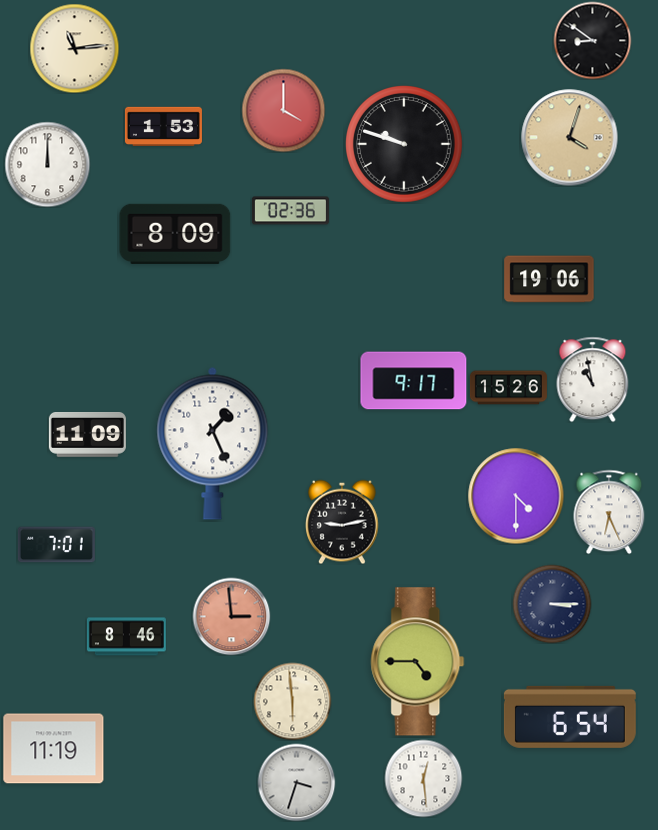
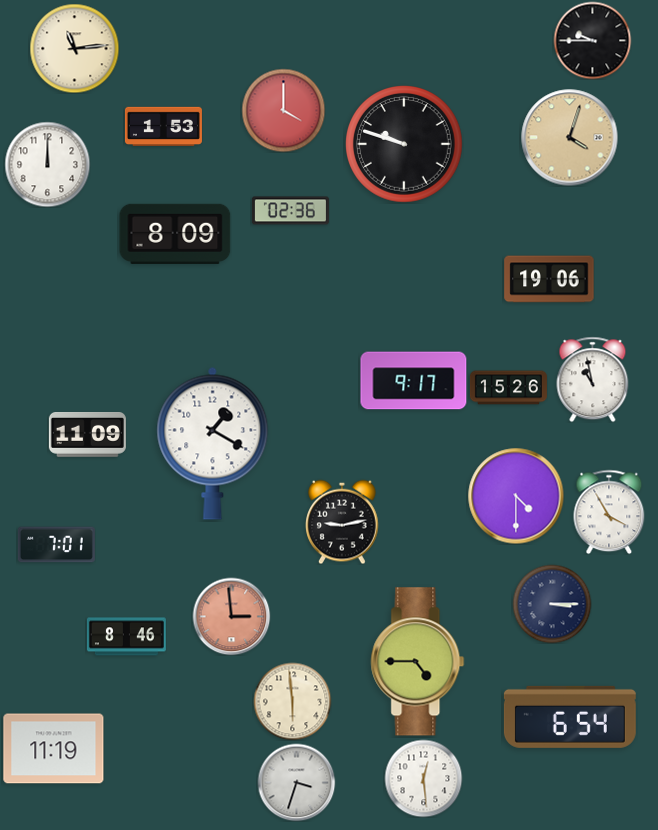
clock at (592, 40): 8:51 -> 9:45
clock at (213, 443): 1:26 -> 1:20
clock at (609, 512): 6:26 -> 3:55
